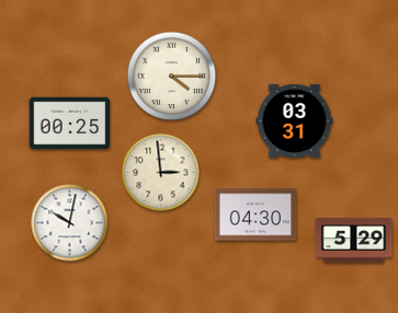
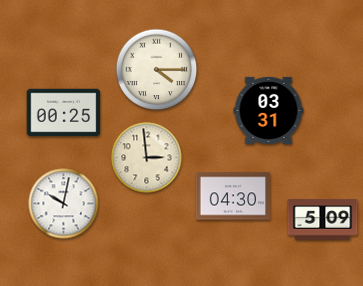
clock at (354, 241): 5:29 -> 5:09
